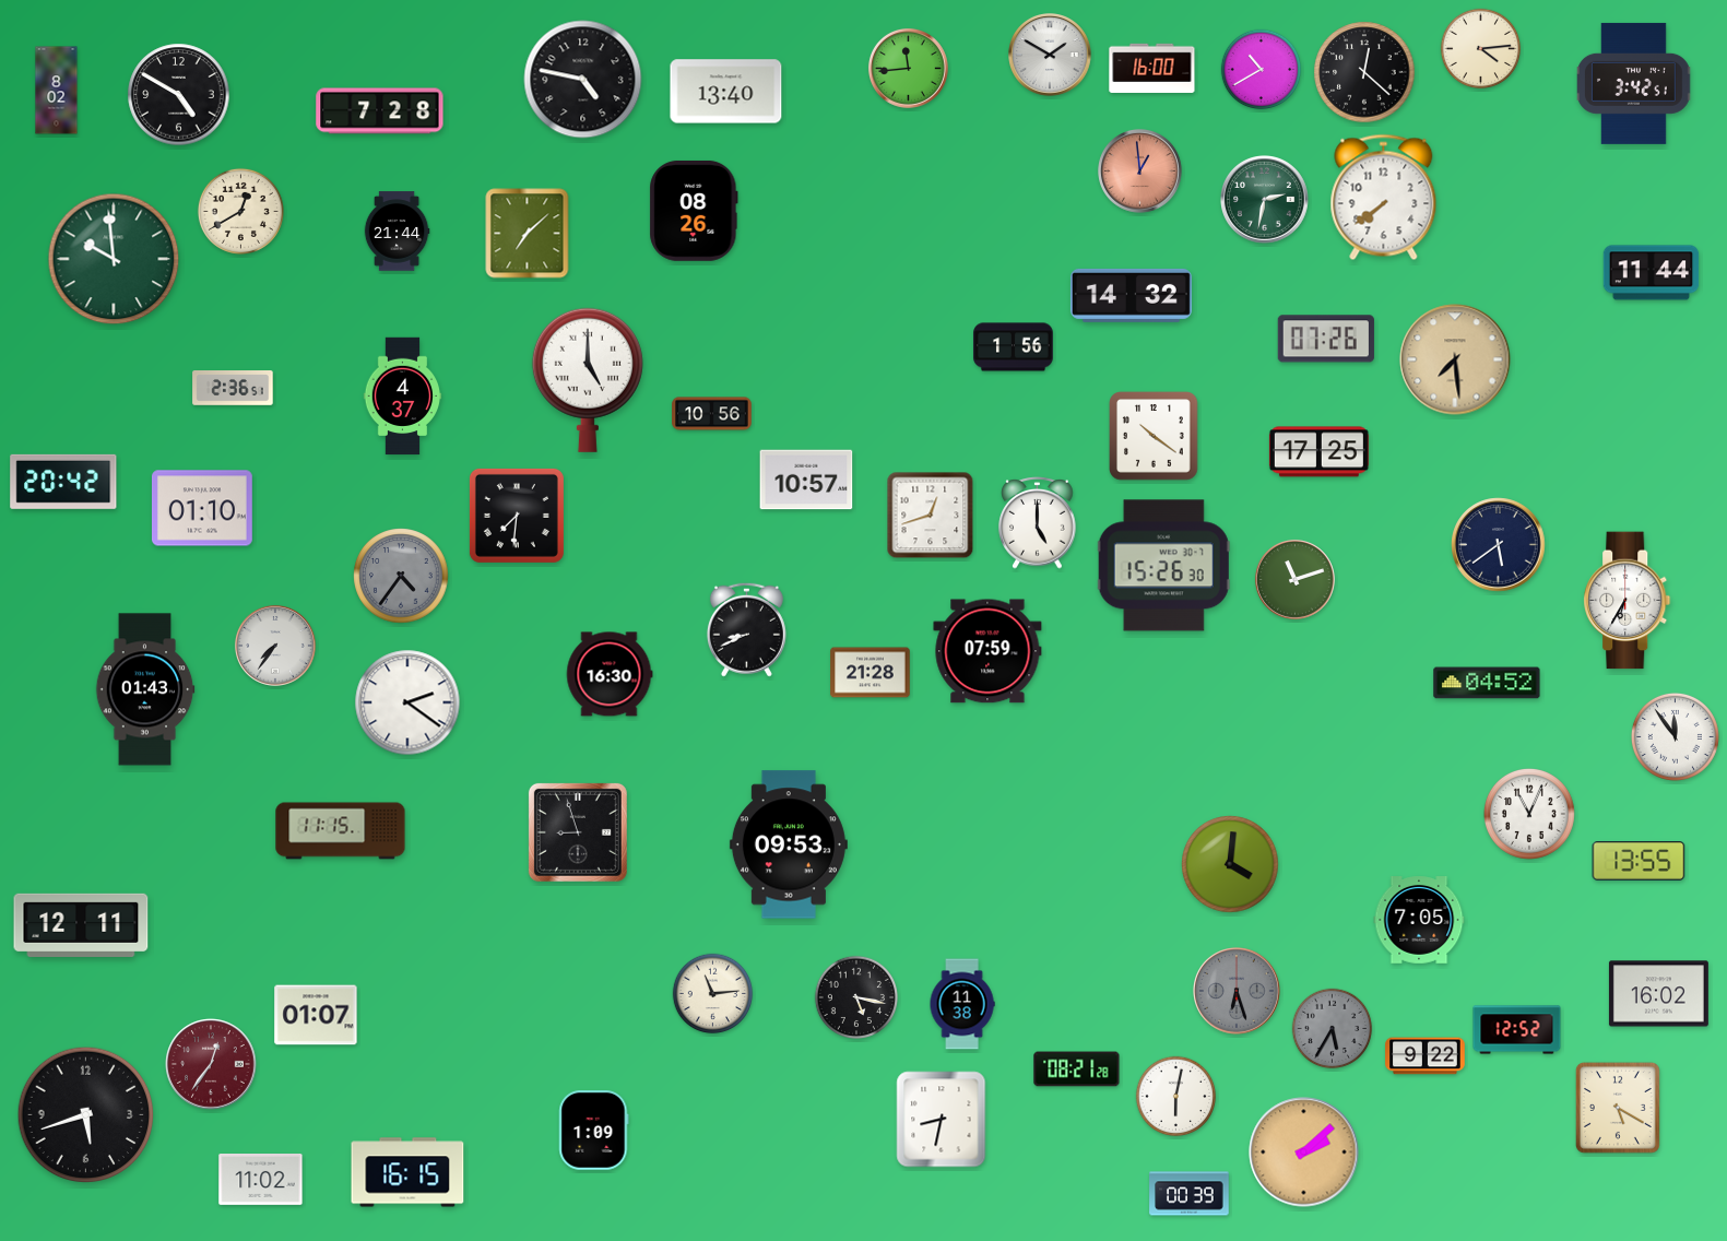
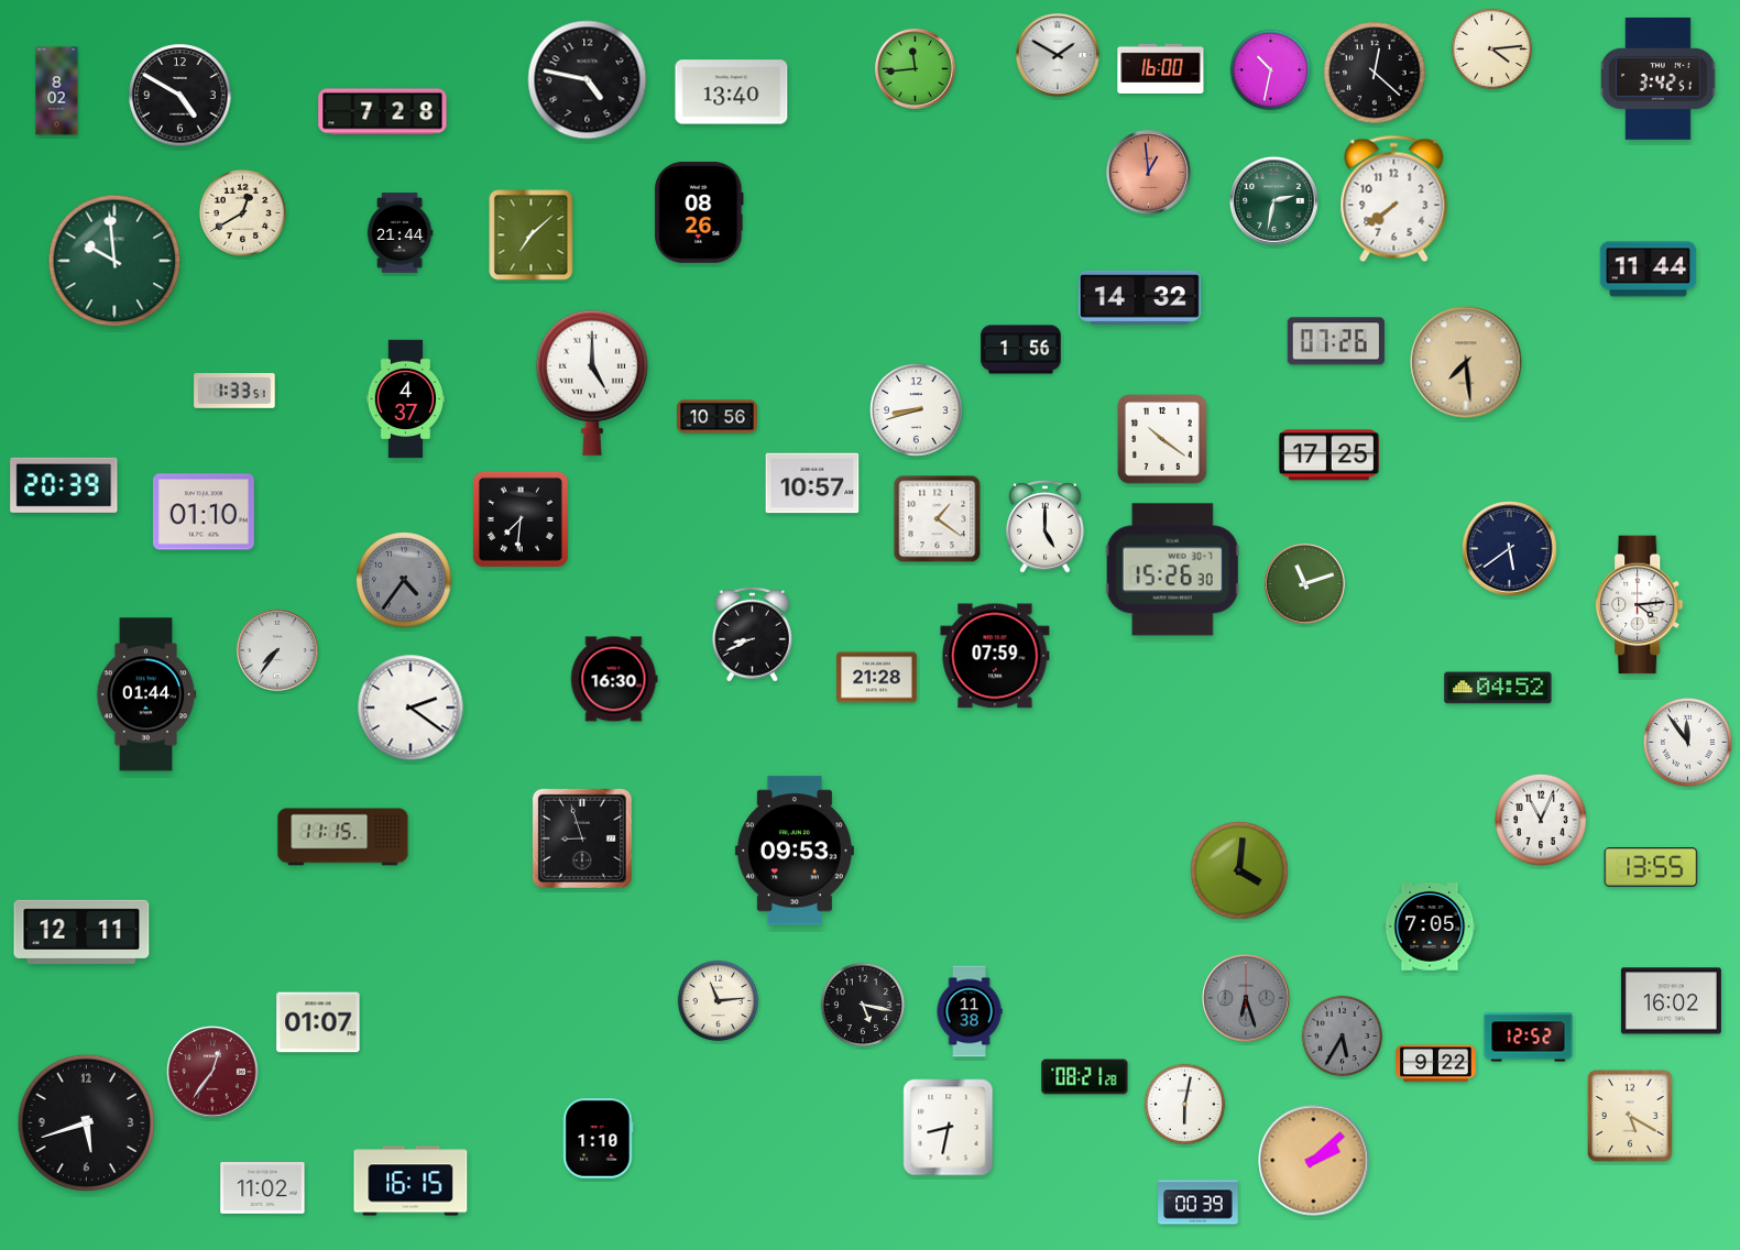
clock at (1262, 70): 10:40 -> 10:32
clock at (1634, 83) position: (1634, 83) -> (1659, 78)
clock at (1652, 273) position: (1652, 273) -> (1649, 270)
clock at (233, 389): 2:36 -> 1:33
clock at (917, 410): none -> 8:42
clock at (63, 482): 20:42 -> 20:39
clock at (931, 516): 12:42 -> 1:21
clock at (1628, 601): 6:35 -> 4:14
clock at (145, 689): 01:43 -> 01:44
clock at (594, 1131): 1:09 -> 1:10
